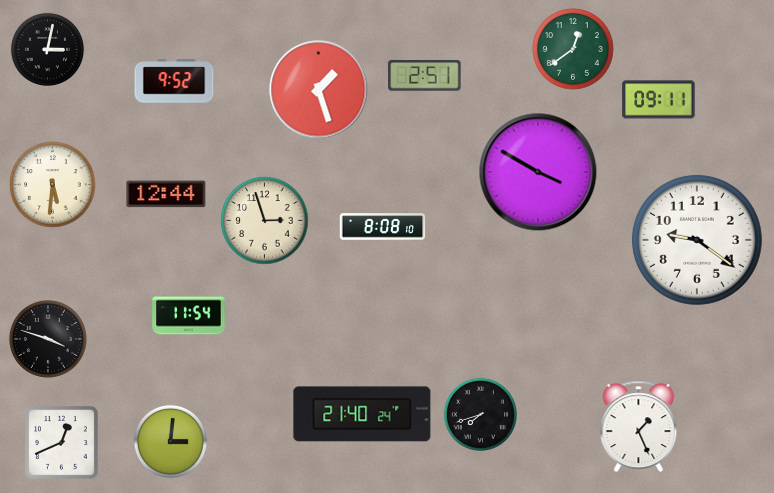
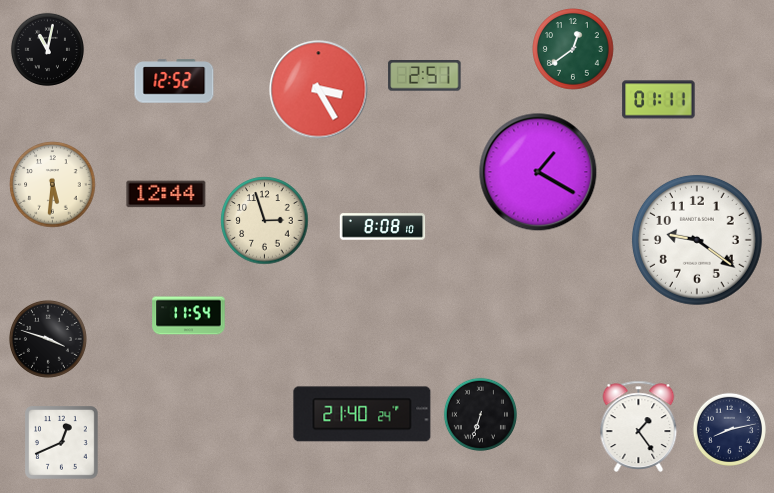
clock at (47, 49): 3:02 -> 11:02
clock at (174, 81): 9:52 -> 12:52
clock at (319, 90): 1:27 -> 3:25
clock at (659, 100): 09:11 -> 01:11
clock at (538, 172): 3:50 -> 1:20
clock at (480, 414): 7:42 -> 6:33
clock at (639, 426): 1:26 -> 1:24
clock at (729, 429): none -> 8:13
clock at (170, 441): 3:01 -> none
